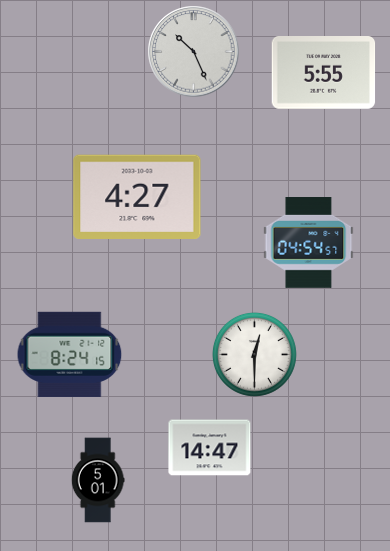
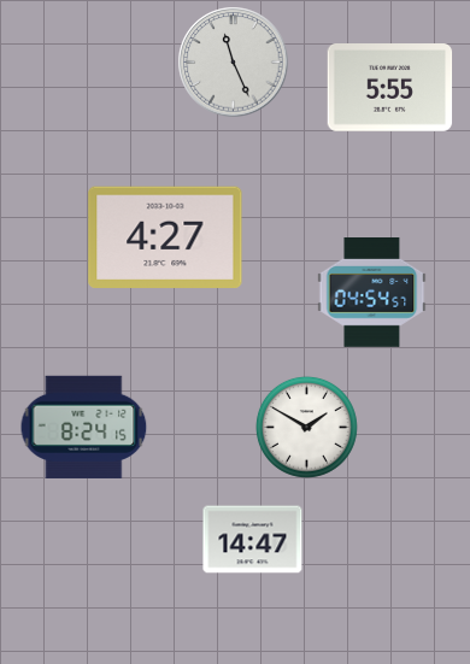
clock at (194, 52): 10:26 -> 11:26
clock at (254, 354): 12:30 -> 1:50
clock at (98, 480): 5:01 -> none
